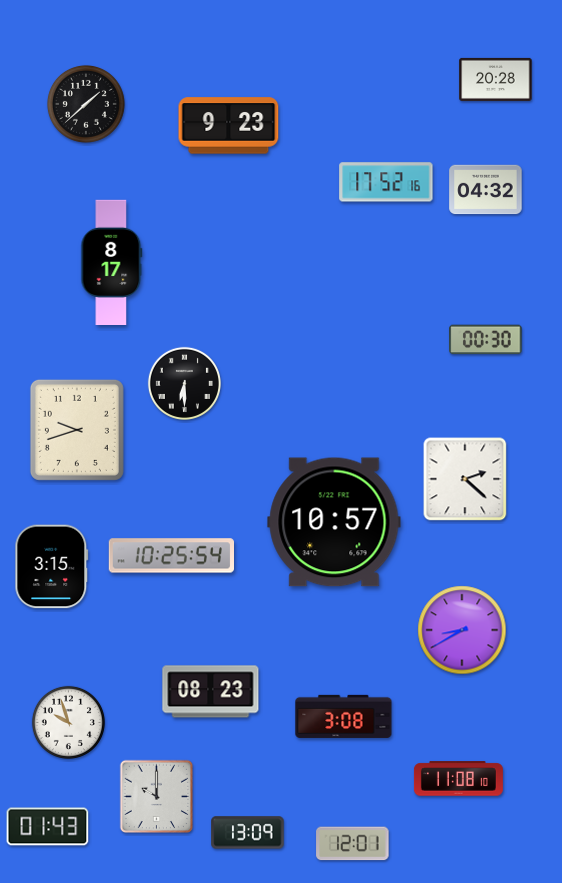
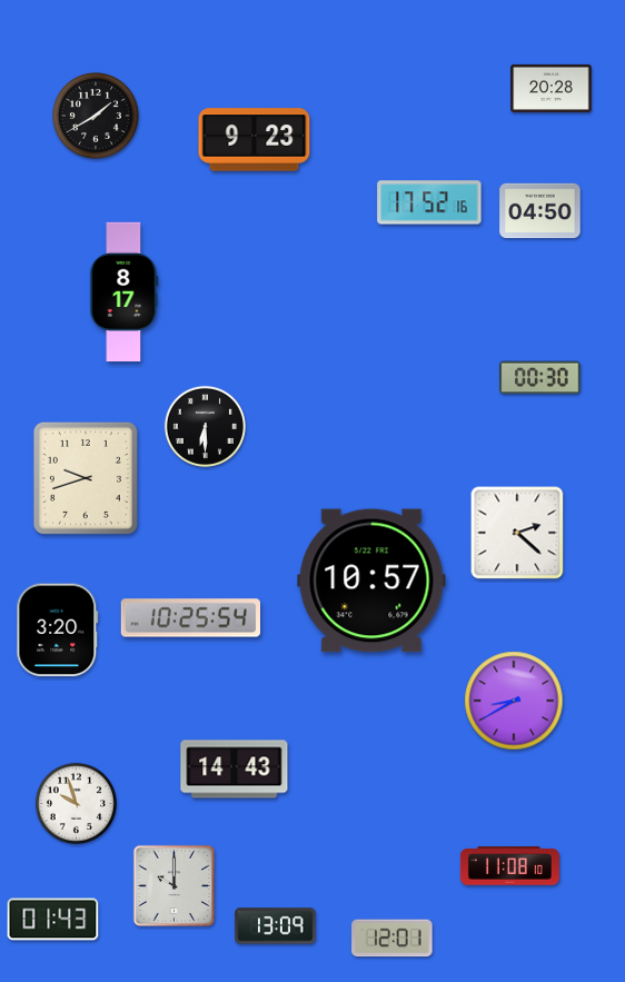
clock at (86, 104): 1:38 -> 1:40
clock at (486, 190): 04:32 -> 04:50
clock at (52, 567): 3:15 -> 3:20
clock at (211, 692): 08:23 -> 14:43
clock at (344, 716): 3:08 -> none
